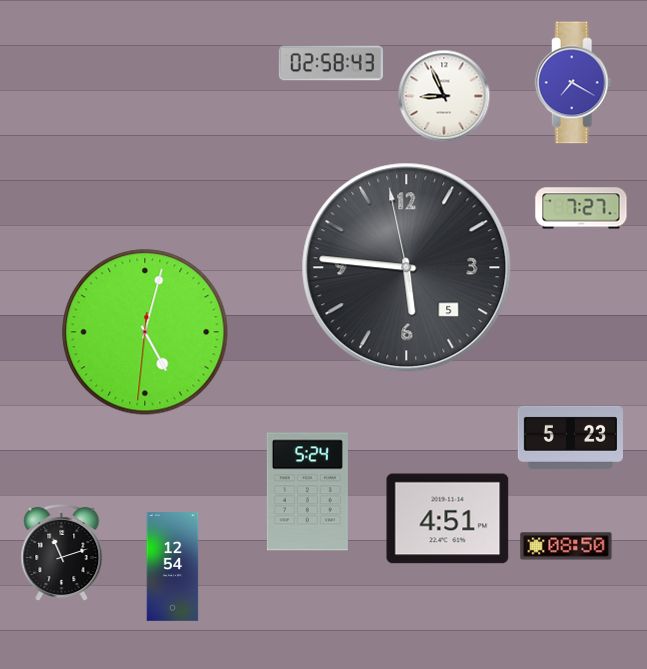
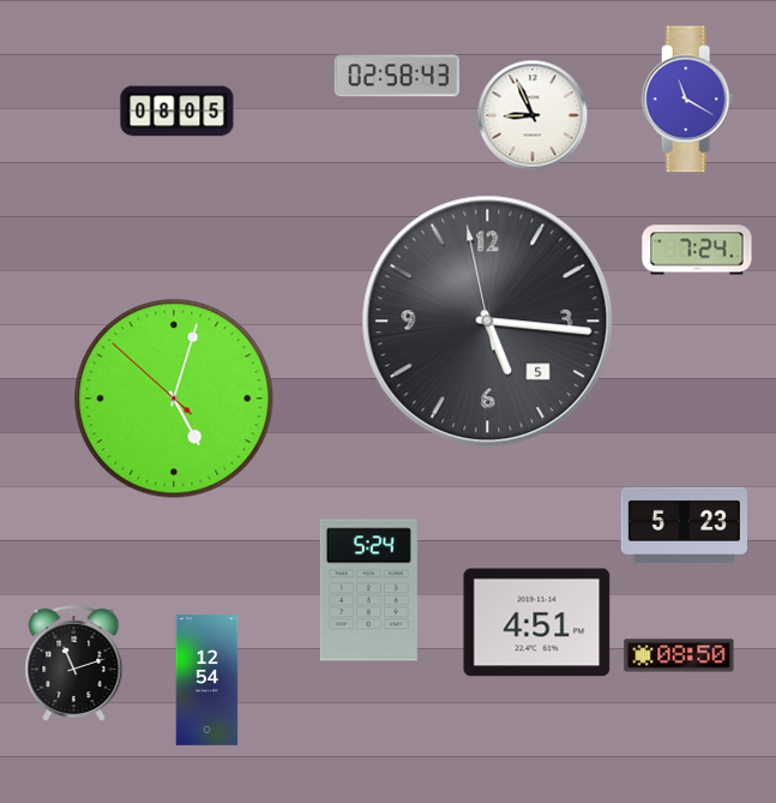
clock at (574, 83): 7:20 -> 11:20
clock at (178, 112): none -> 08:05
clock at (581, 208): 7:27 -> 7:24
clock at (407, 268): 5:45 -> 5:15
clock at (145, 332): 5:02:31 -> 5:02:52
